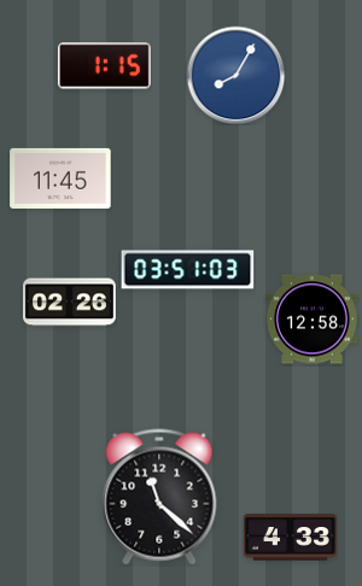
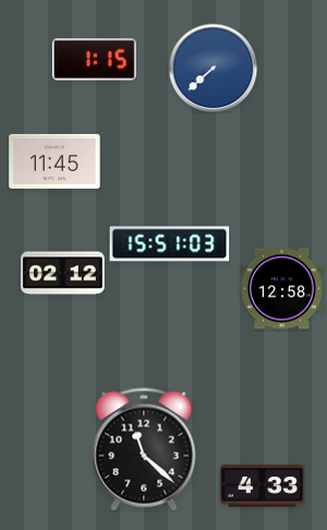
clock at (235, 75): 8:05 -> 7:38
clock at (188, 270): 03:51 -> 15:51
clock at (70, 303): 02:26 -> 02:12
